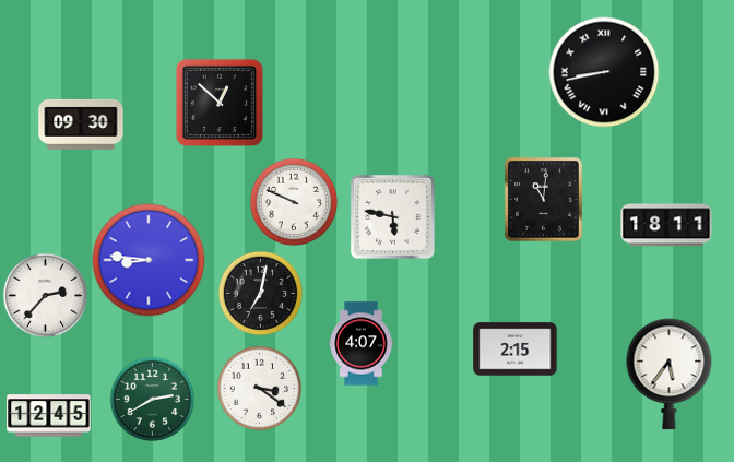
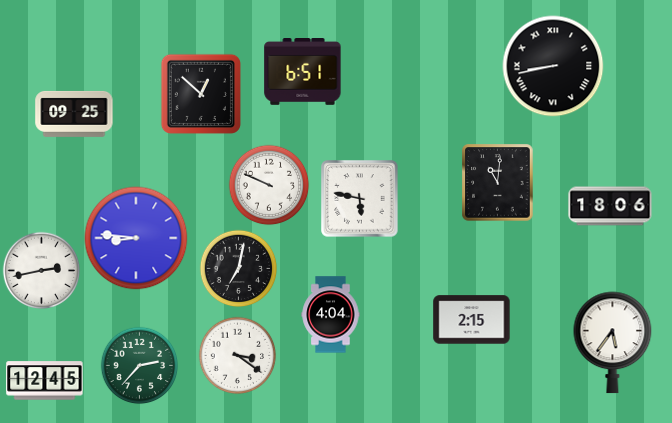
clock at (303, 72): none -> 6:51
clock at (81, 125): 09:30 -> 09:25
clock at (666, 225): 18:11 -> 18:06
clock at (45, 295): 2:37 -> 2:43
clock at (362, 344): 4:07 -> 4:04
clock at (152, 399): 2:40 -> 2:37
